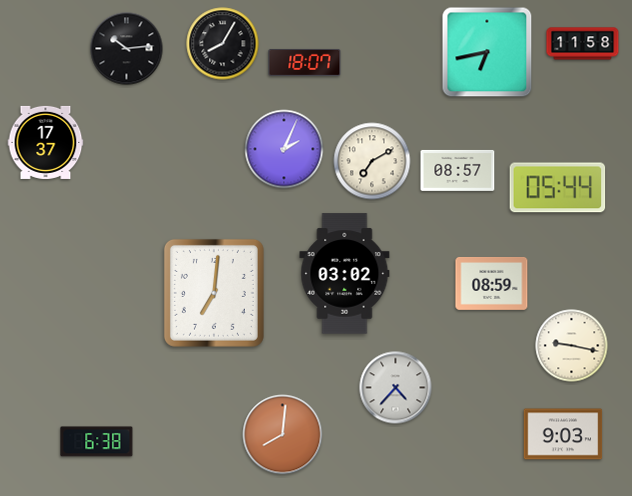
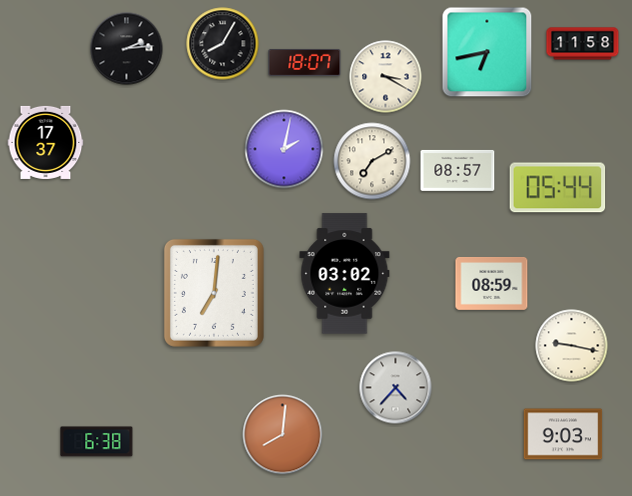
clock at (127, 49): 10:14 -> 2:14
clock at (386, 77): none -> 3:20
clock at (284, 149): 2:04 -> 2:02
